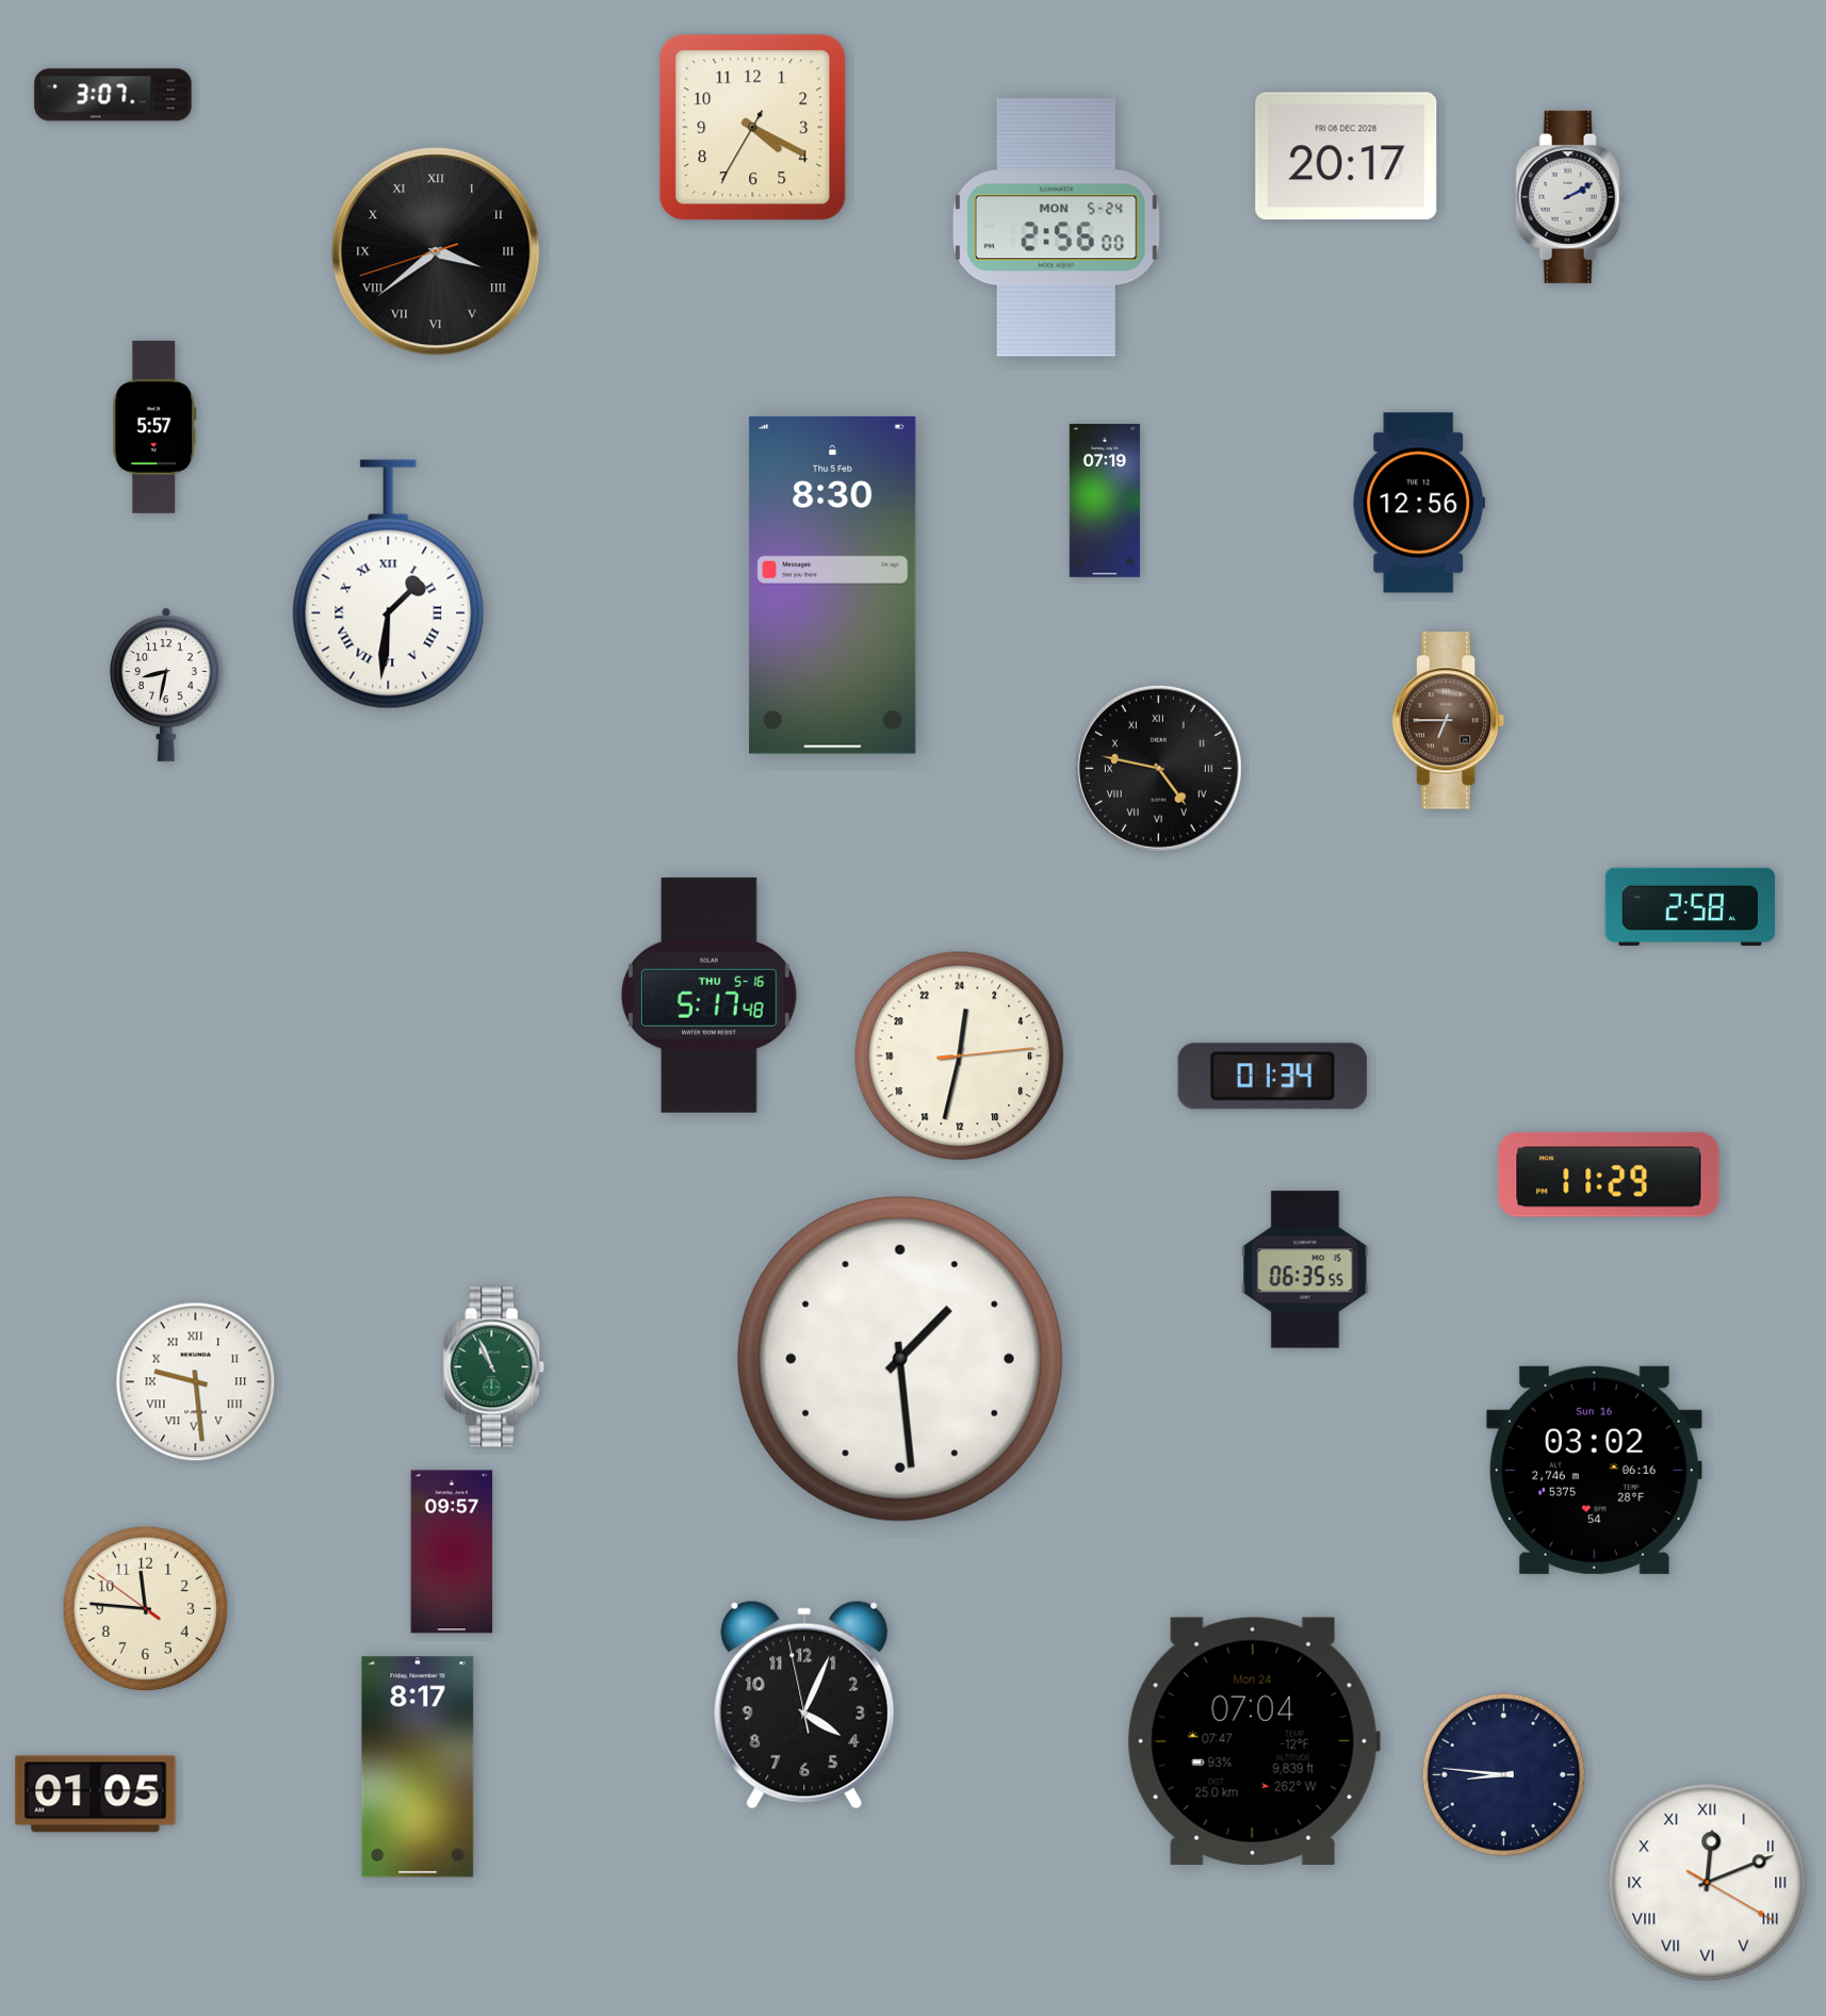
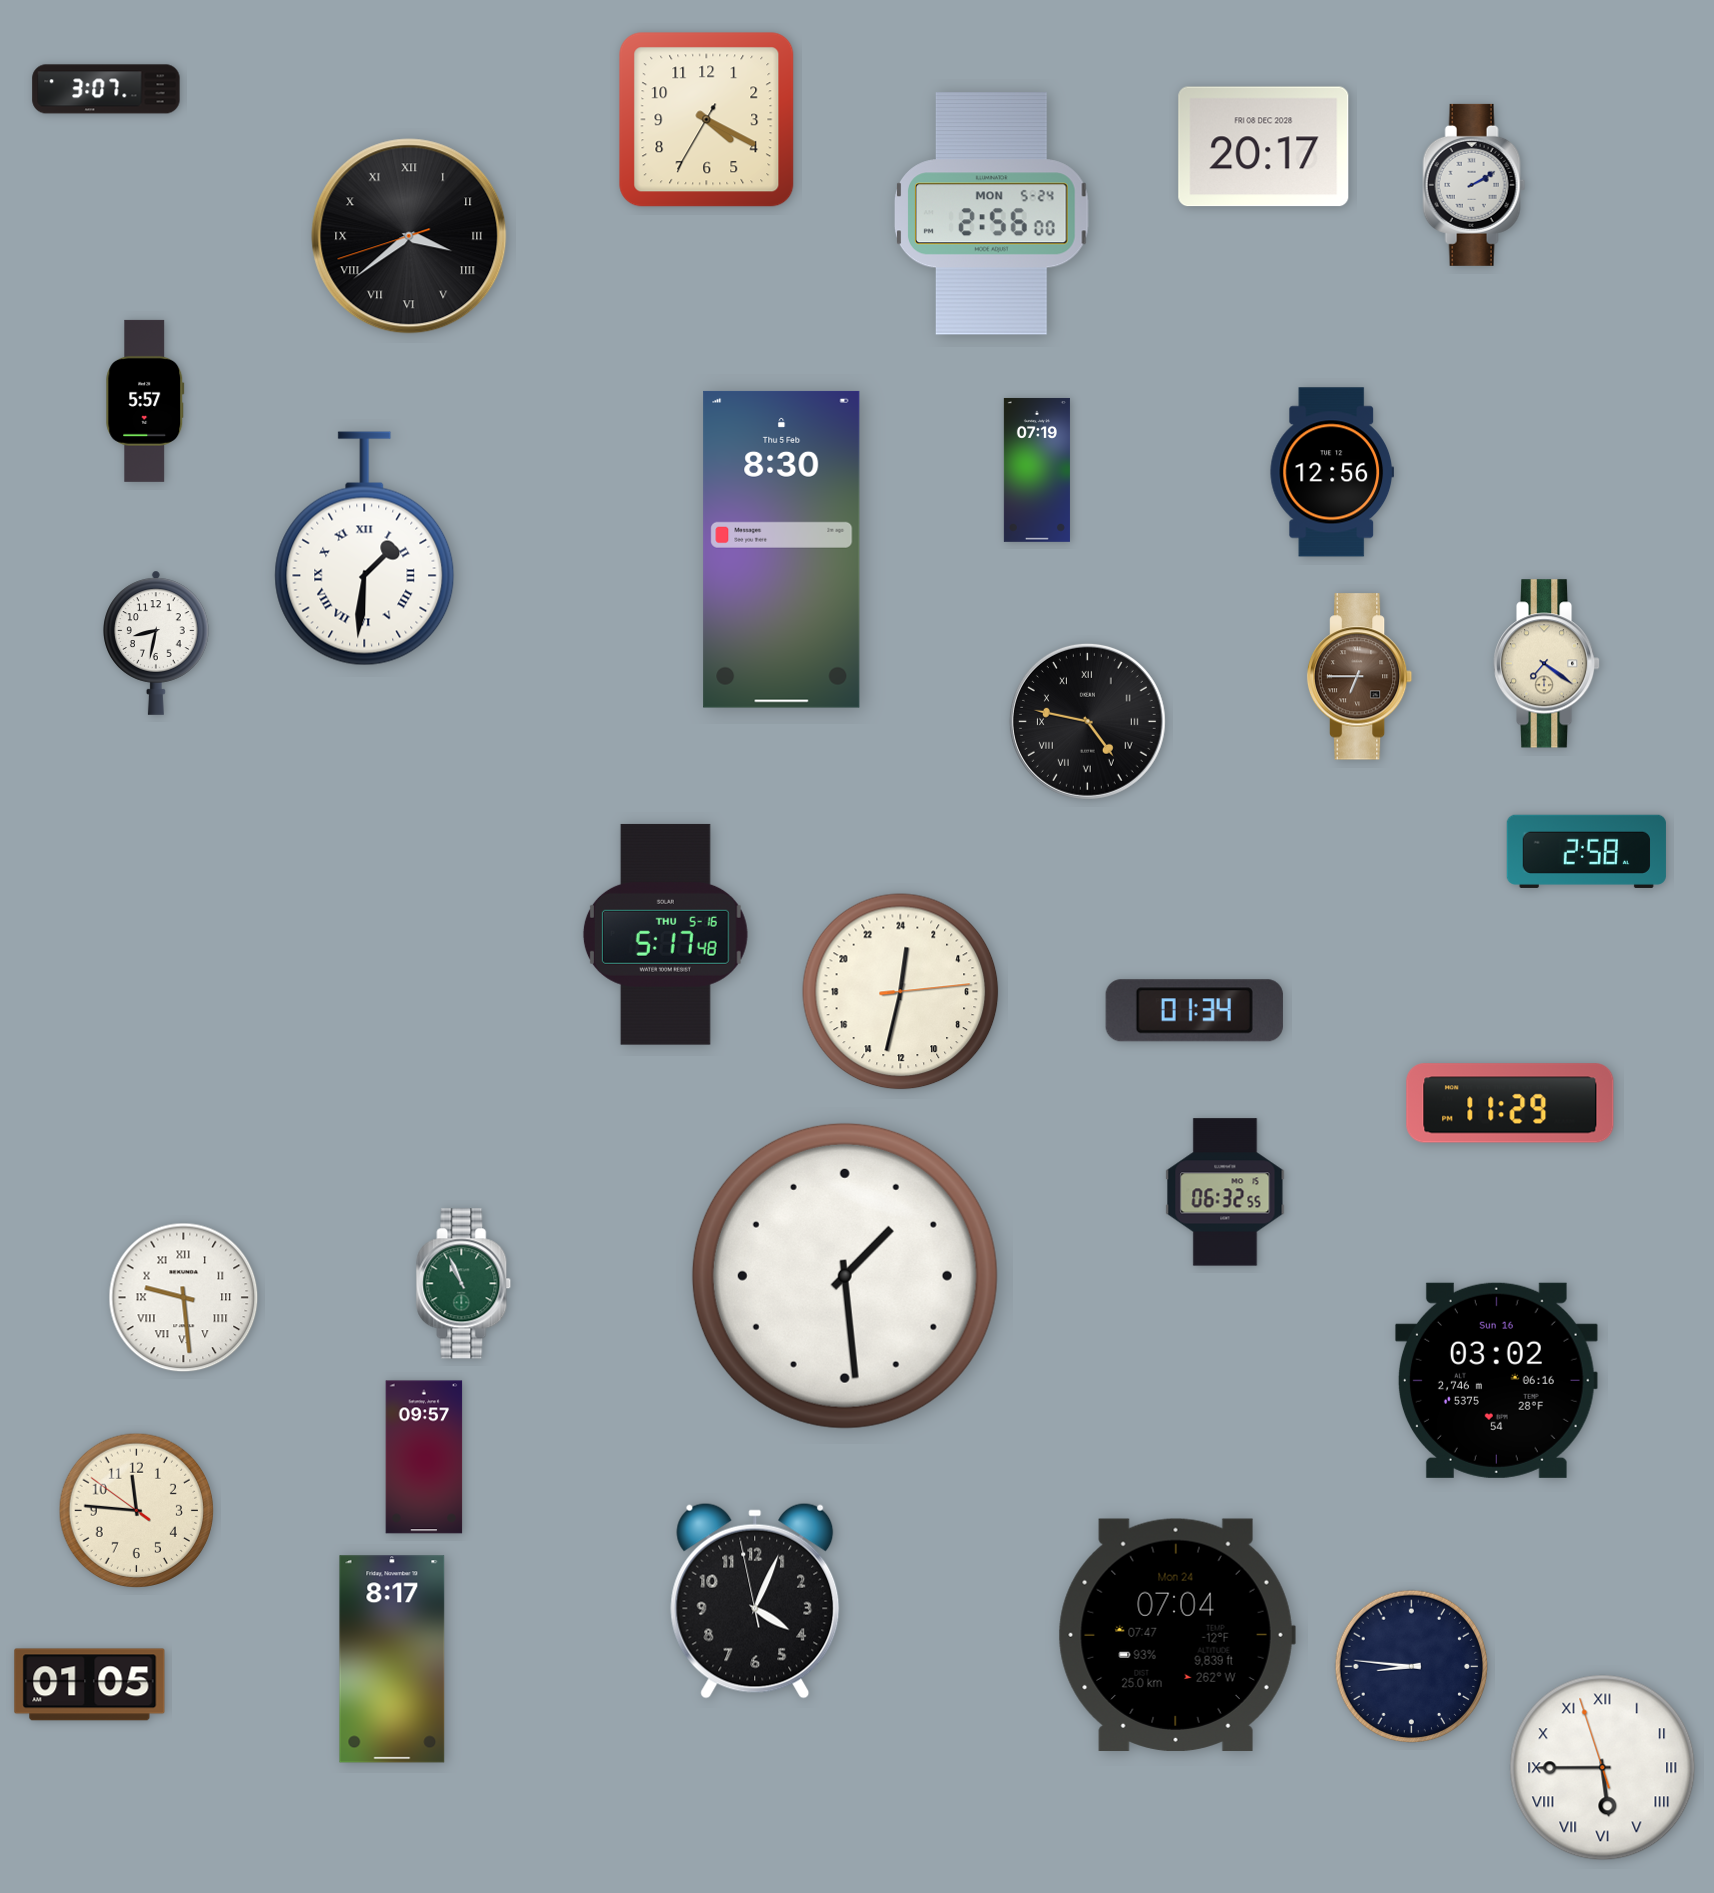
clock at (1547, 664): none -> 7:21
clock at (1305, 1269): 06:35 -> 06:32
clock at (1708, 1883): 12:11 -> 5:44
